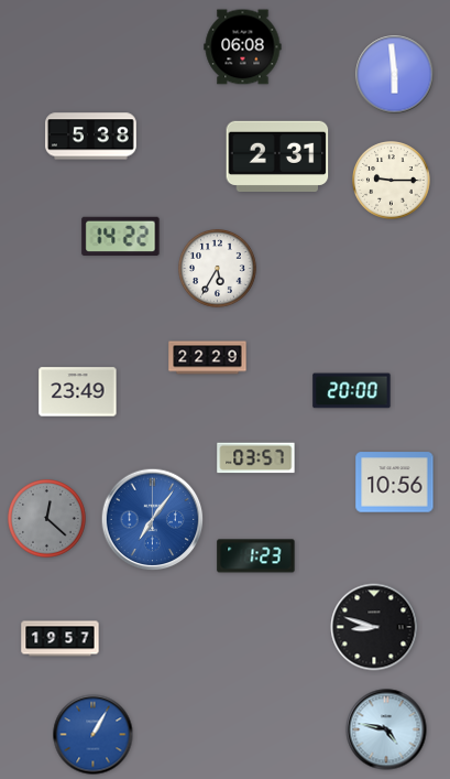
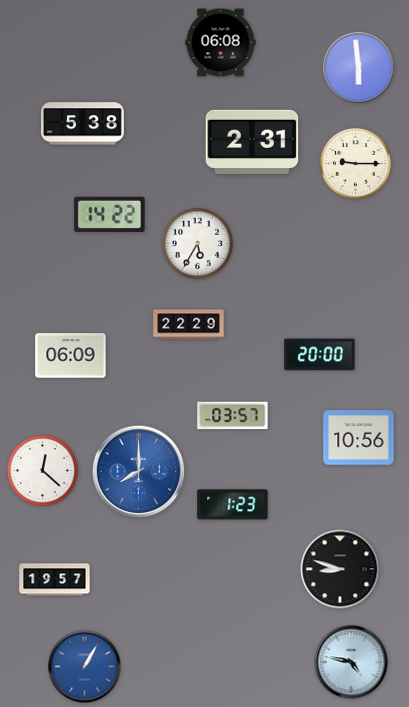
clock at (78, 392): 23:49 -> 06:09
clock at (47, 519) dial: grey -> white
clock at (153, 520): 7:06 -> 8:00
